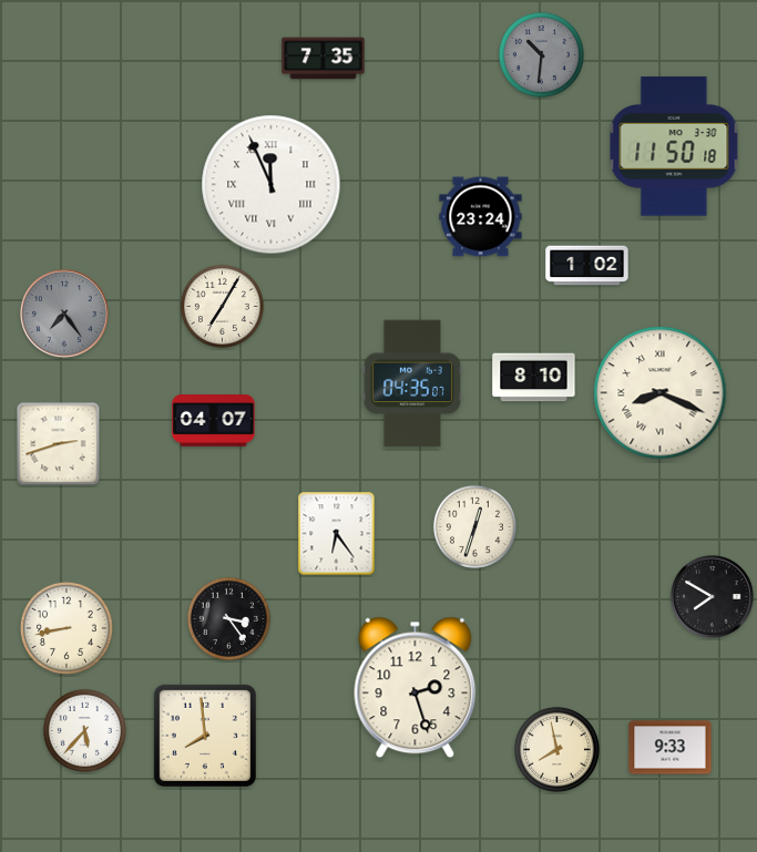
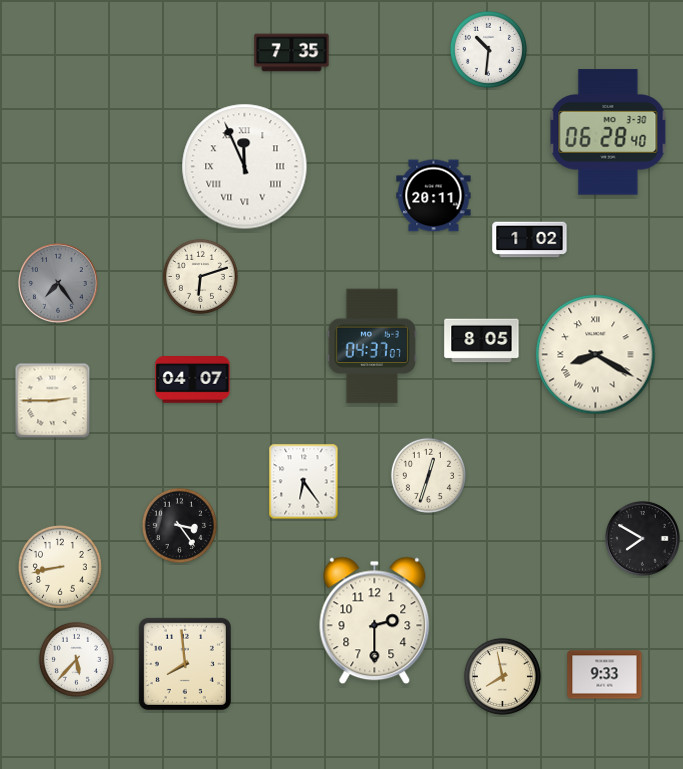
clock at (541, 54) dial: grey -> white
clock at (674, 146): 11:50 -> 06:28
clock at (481, 217): 23:24 -> 20:11
clock at (222, 306): 7:05 -> 6:12
clock at (534, 378): 8:10 -> 8:05
clock at (412, 383): 04:35 -> 04:37
clock at (661, 393): 8:19 -> 8:20
clock at (59, 444): 2:42 -> 2:45
clock at (228, 618) position: (228, 618) -> (179, 525)
clock at (416, 688): 2:27 -> 2:30
